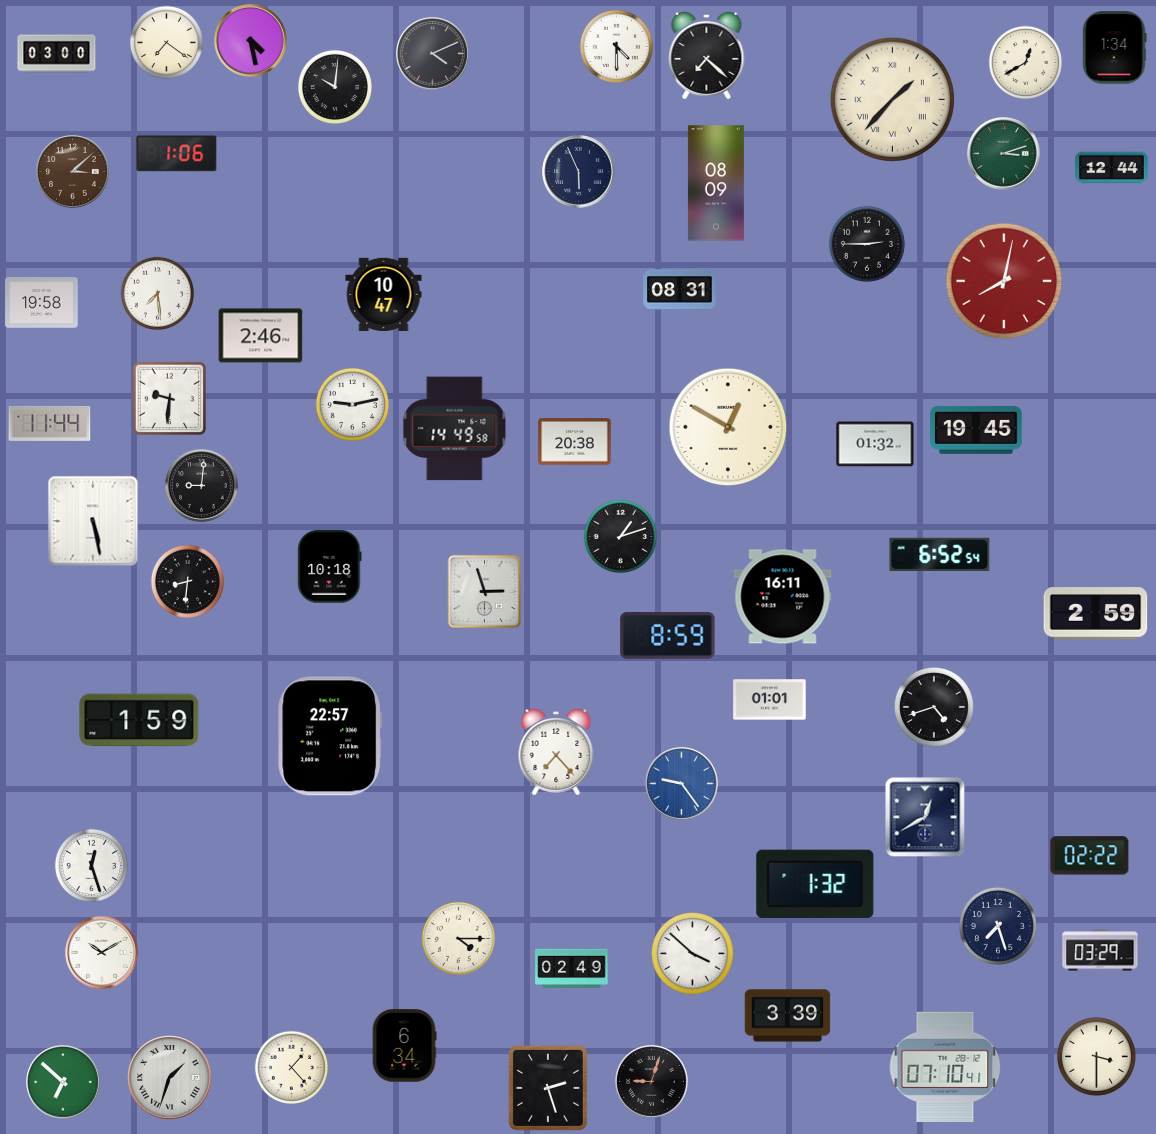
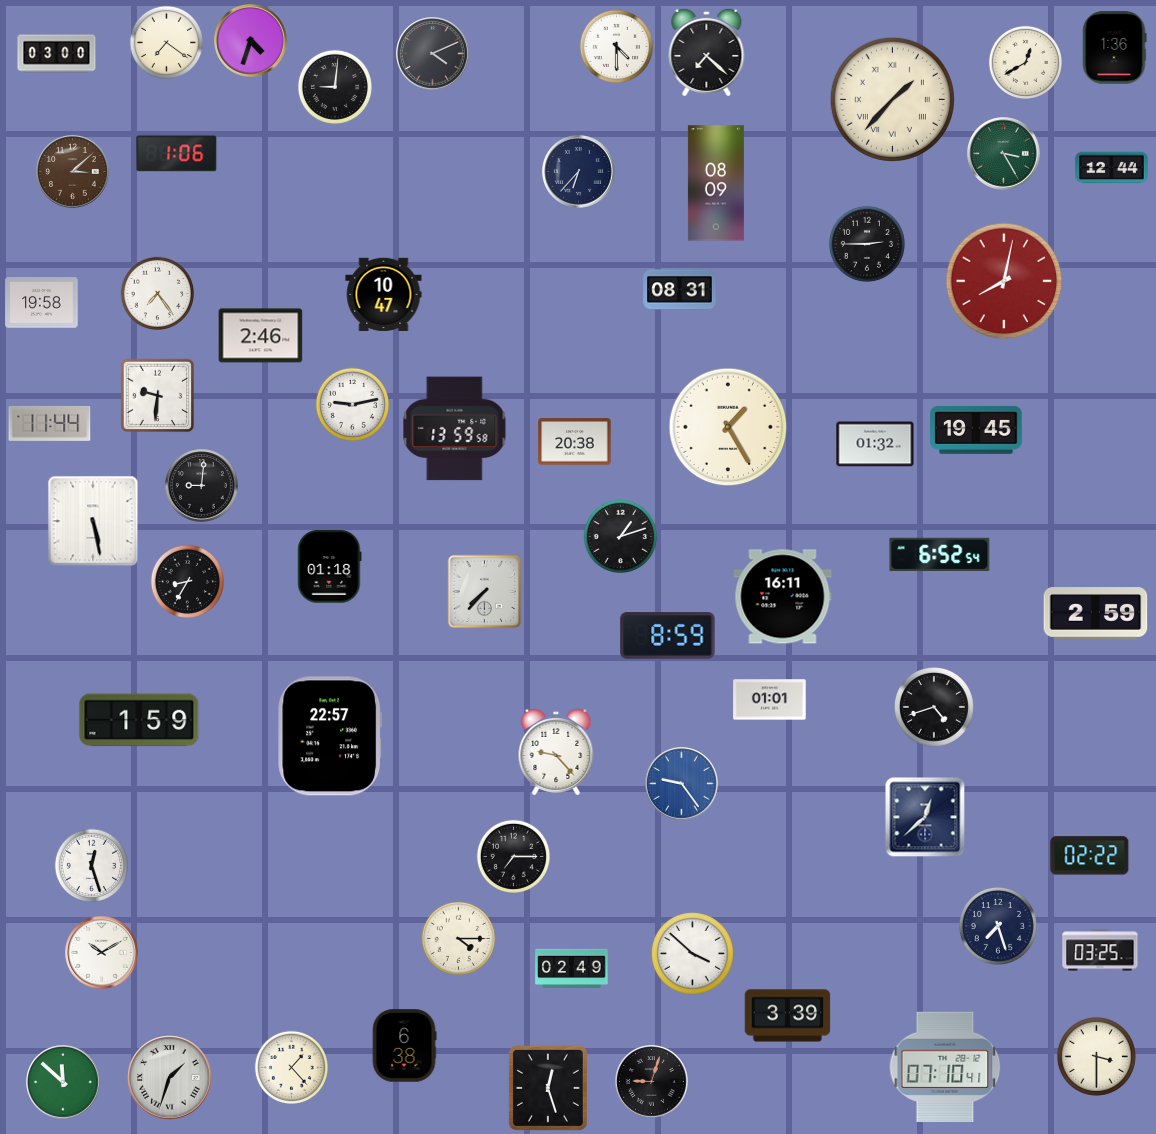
clock at (251, 41): 4:28 -> 4:33
clock at (1115, 48): 1:34 -> 1:36
clock at (707, 54) position: (707, 54) -> (707, 51)
clock at (335, 87): 10:01 -> 9:01
clock at (1004, 154): 3:12 -> 3:25
clock at (579, 172): 5:56 -> 6:37
clock at (157, 293): 7:29 -> 7:24
clock at (170, 399) position: (170, 399) -> (158, 396)
clock at (728, 427): 12:50 -> 1:25
clock at (455, 429): 14:49 -> 13:59
clock at (330, 567): 10:18 -> 01:18
clock at (187, 581): 8:31 -> 8:35
clock at (485, 592): 2:57 -> 7:37
clock at (556, 753): 7:23 -> 9:23
clock at (925, 817): 12:40 -> 12:38
clock at (513, 856): none -> 7:15
clock at (815, 884): 1:32 -> none
clock at (1100, 950): 03:29 -> 03:25
clock at (404, 1046): 6:34 -> 6:38
clock at (63, 1082): 6:52 -> 11:52
clock at (548, 1088): 2:27 -> 12:27
